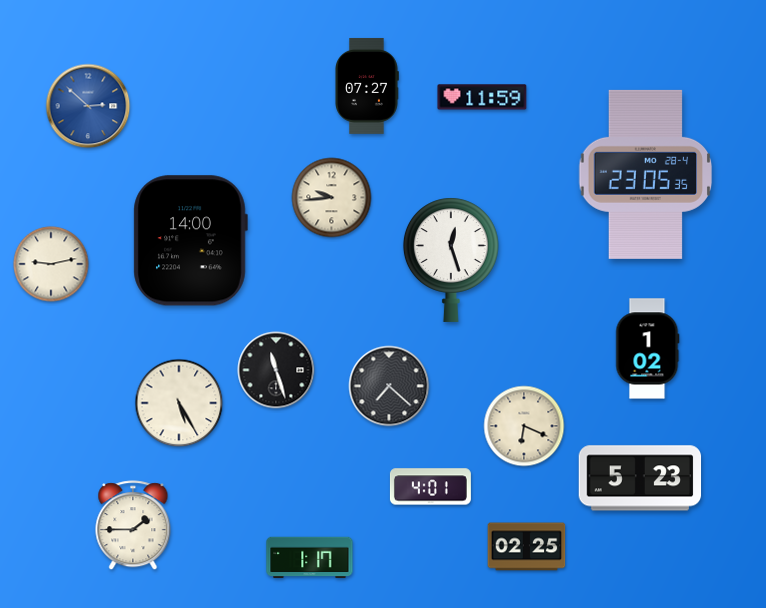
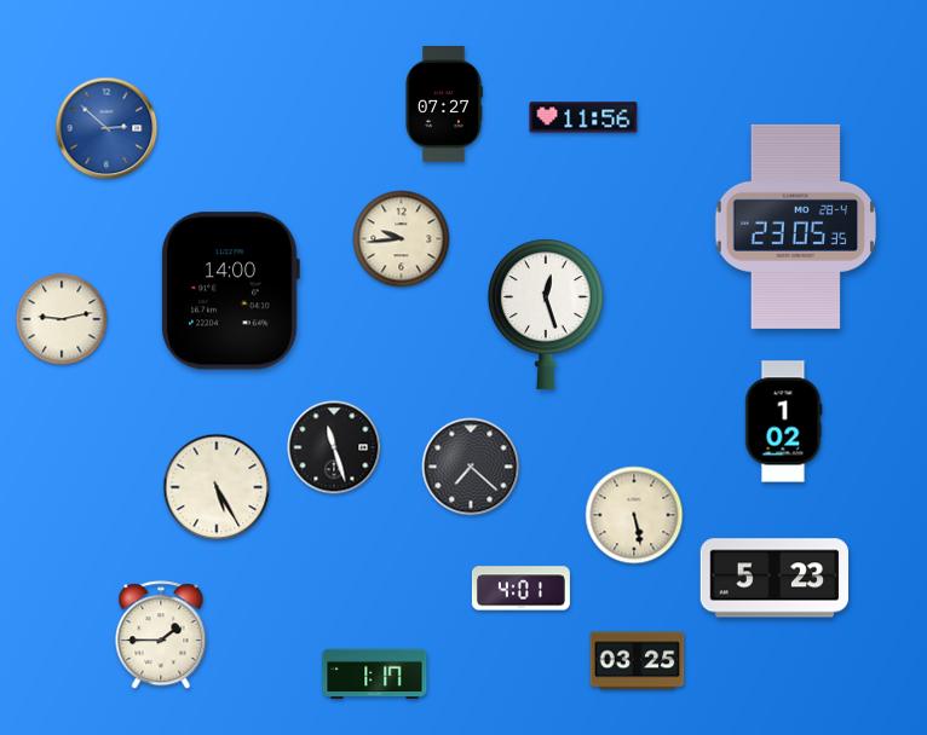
clock at (482, 97): 11:59 -> 11:56
clock at (646, 174) position: (646, 174) -> (796, 226)
clock at (524, 426): 6:19 -> 5:28
clock at (527, 547): 02:25 -> 03:25
